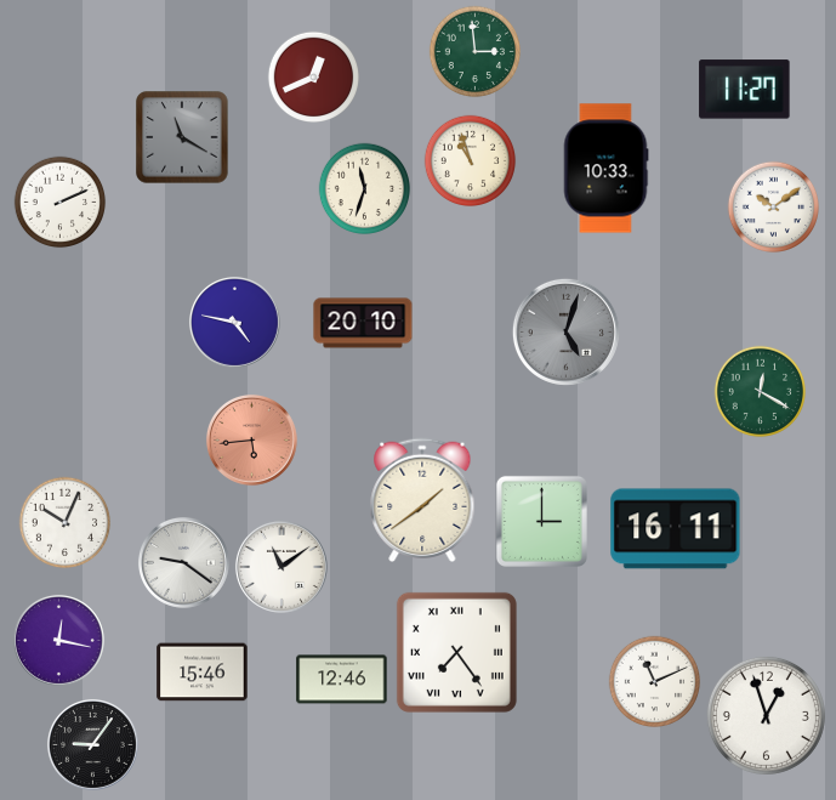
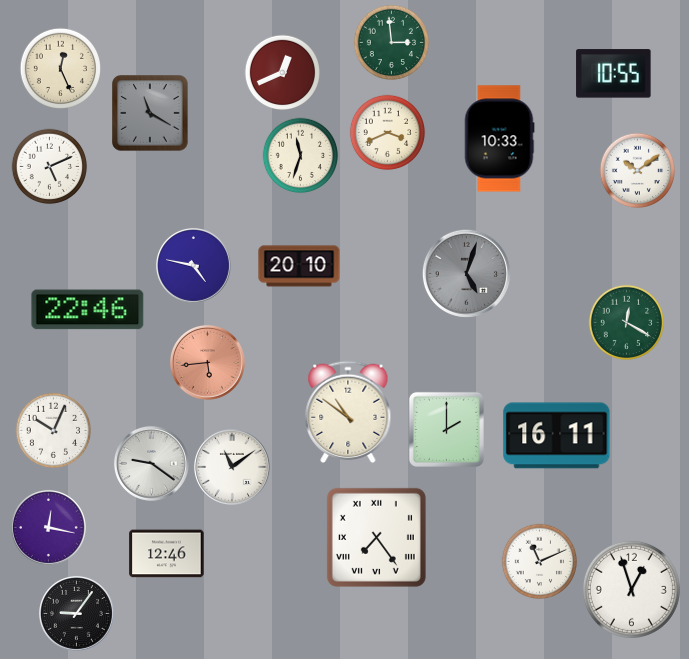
clock at (314, 78) position: (314, 78) -> (283, 73)
clock at (60, 68): none -> 12:26
clock at (745, 90): 11:27 -> 10:55
clock at (471, 161): 10:57 -> 3:41
clock at (61, 203): 2:11 -> 5:11
clock at (88, 310): none -> 22:46
clock at (422, 499): 1:39 -> 10:51
clock at (541, 521): 3:00 -> 2:00
clock at (203, 673): 15:46 -> 12:46
clock at (342, 680): 12:46 -> none
